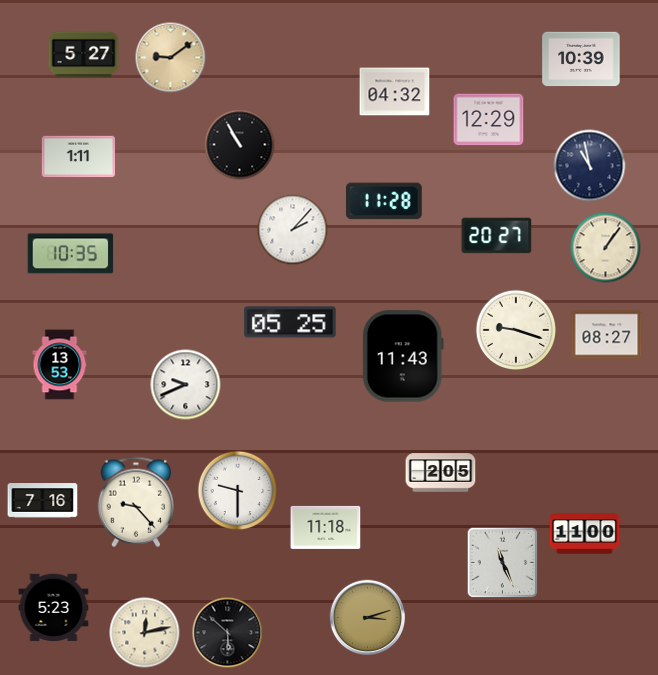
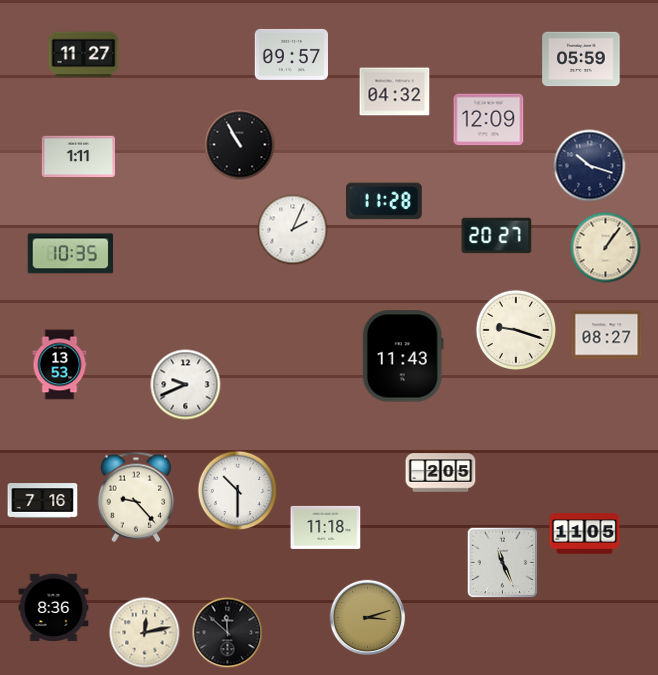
clock at (291, 54): none -> 09:57
clock at (84, 55): 5:27 -> 11:27
clock at (171, 58): 9:09 -> none
clock at (581, 59): 10:39 -> 05:59
clock at (489, 120): 12:29 -> 12:09
clock at (590, 166): 10:58 -> 10:18
clock at (293, 230): 2:07 -> 2:04
clock at (290, 322): 05:25 -> none
clock at (238, 491): 9:30 -> 10:30
clock at (136, 502) position: (136, 502) -> (136, 497)
clock at (585, 534): 11:00 -> 11:05
clock at (54, 608): 5:23 -> 8:36
clock at (228, 633): 5:52 -> 11:52
